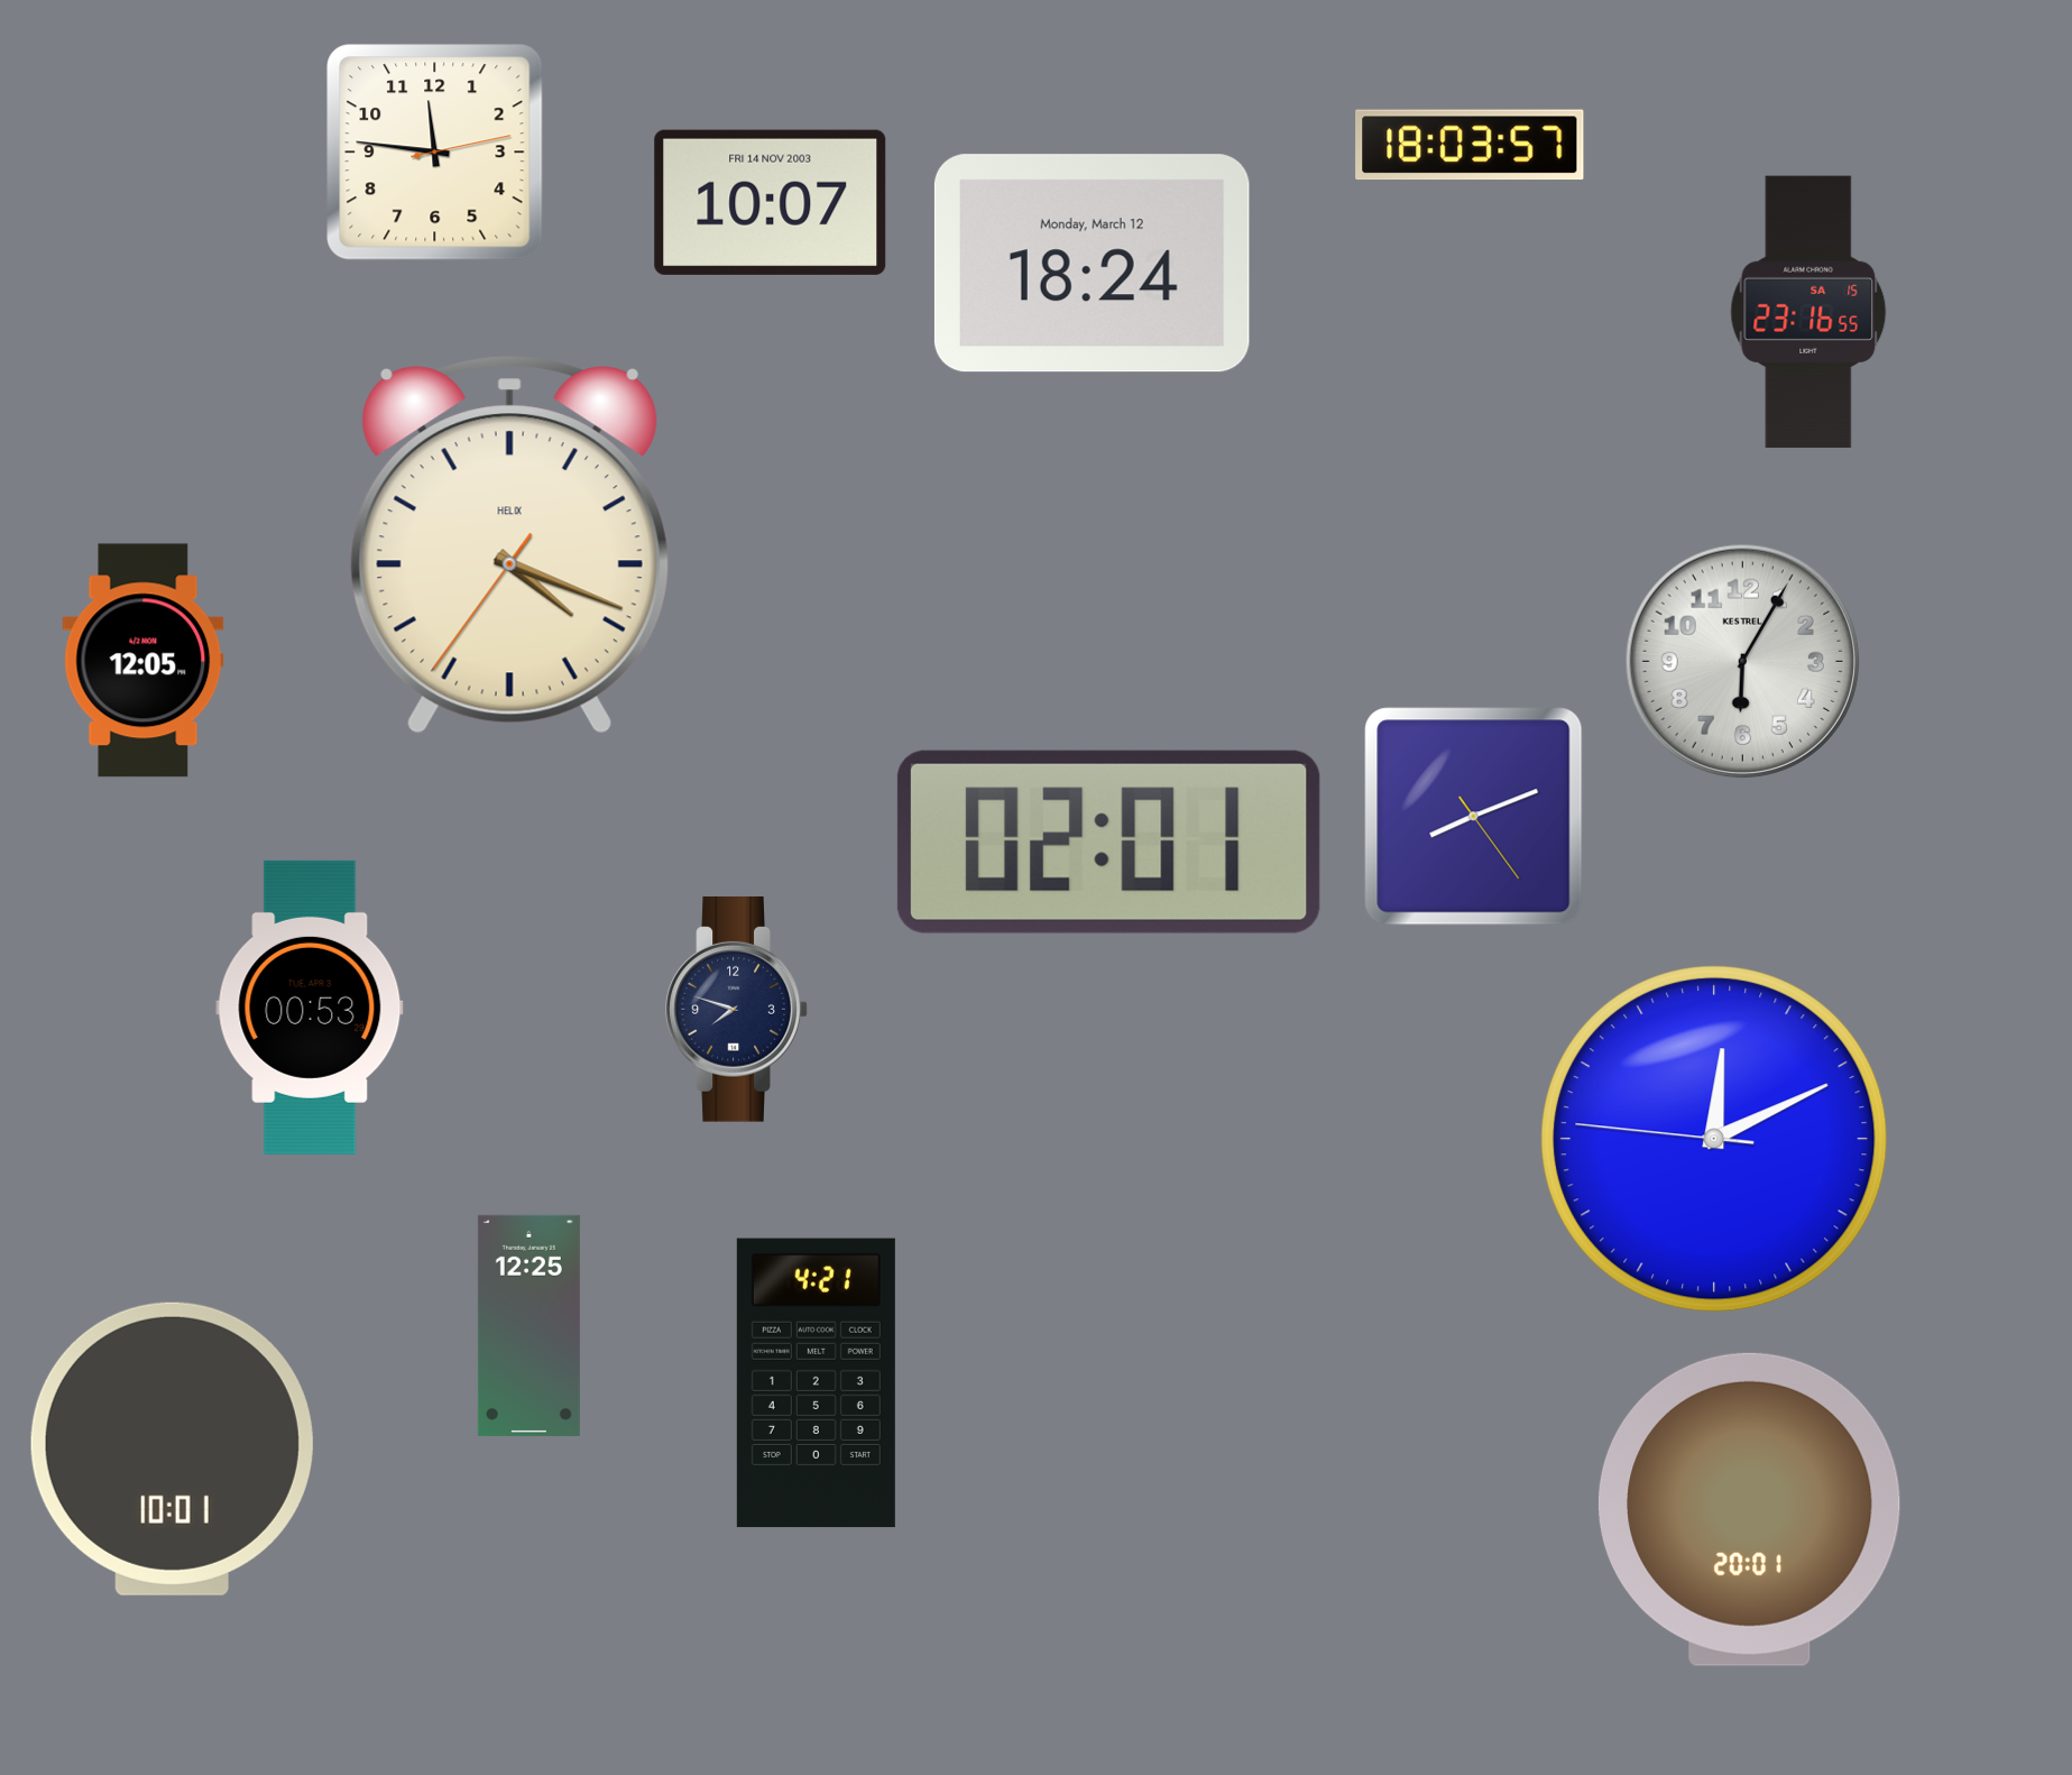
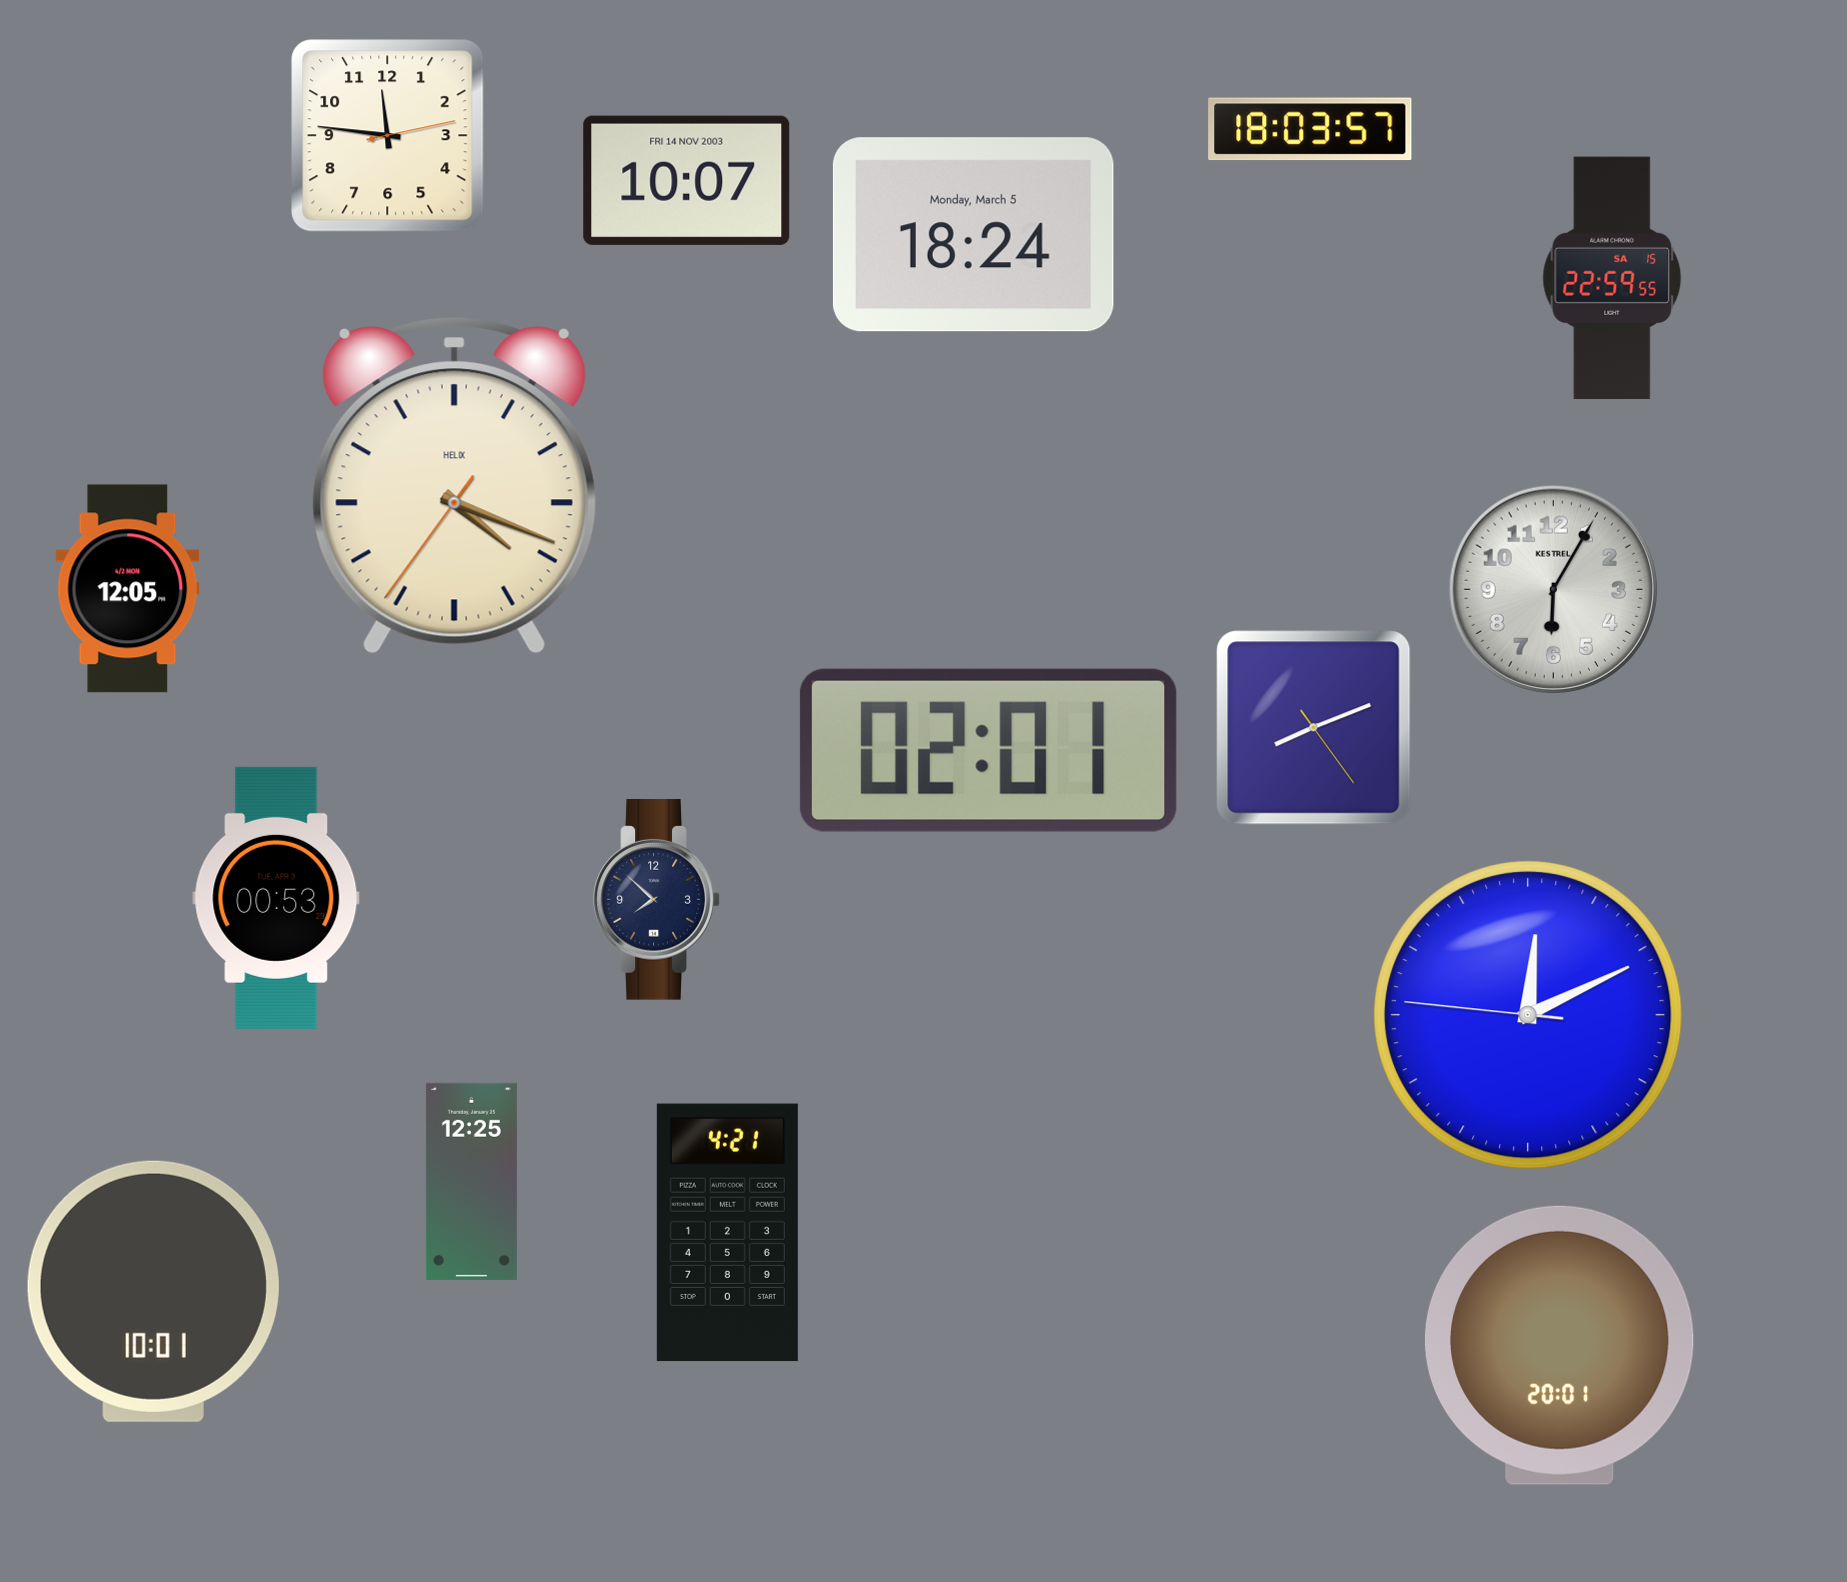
clock at (1092, 264) date: Monday, March 12 -> Monday, March 5
clock at (1808, 312): 23:16 -> 22:59
clock at (737, 1009): 7:48 -> 7:52
